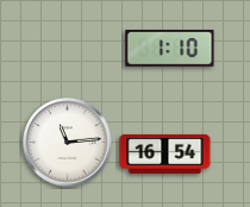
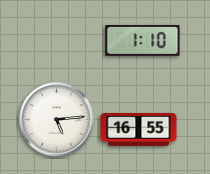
clock at (68, 143): 11:14 -> 5:14
clock at (165, 153): 16:54 -> 16:55
